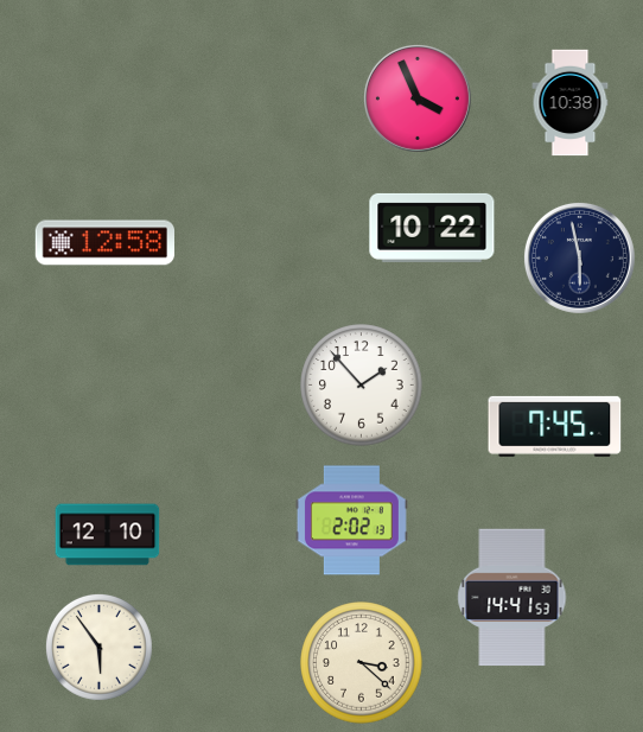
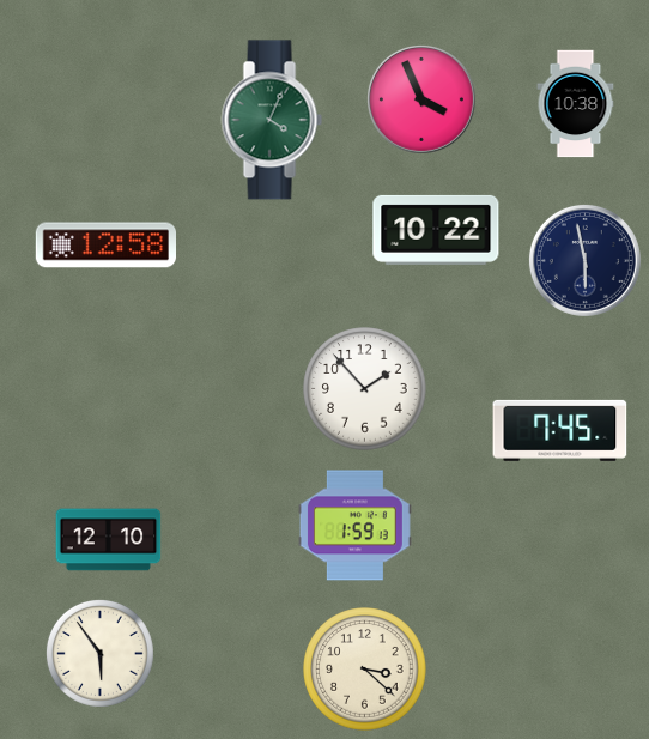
clock at (272, 120): none -> 4:04
clock at (351, 521): 2:02 -> 1:59
clock at (513, 598): 14:41 -> none
